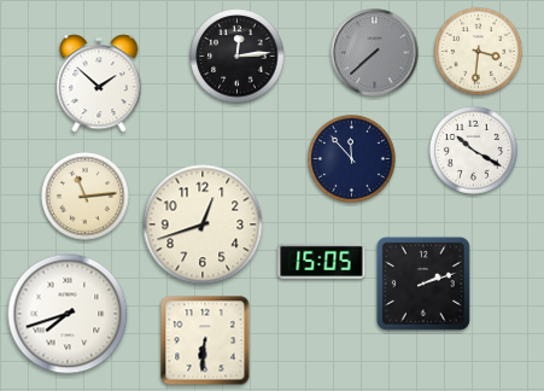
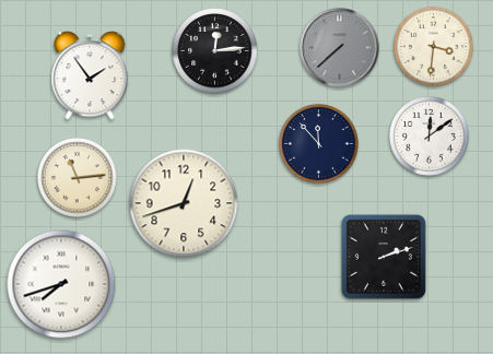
clock at (99, 83): 1:52 -> 1:54
clock at (474, 151): 10:20 -> 12:09
clock at (322, 261): 15:05 -> none
clock at (205, 340): 6:31 -> none
